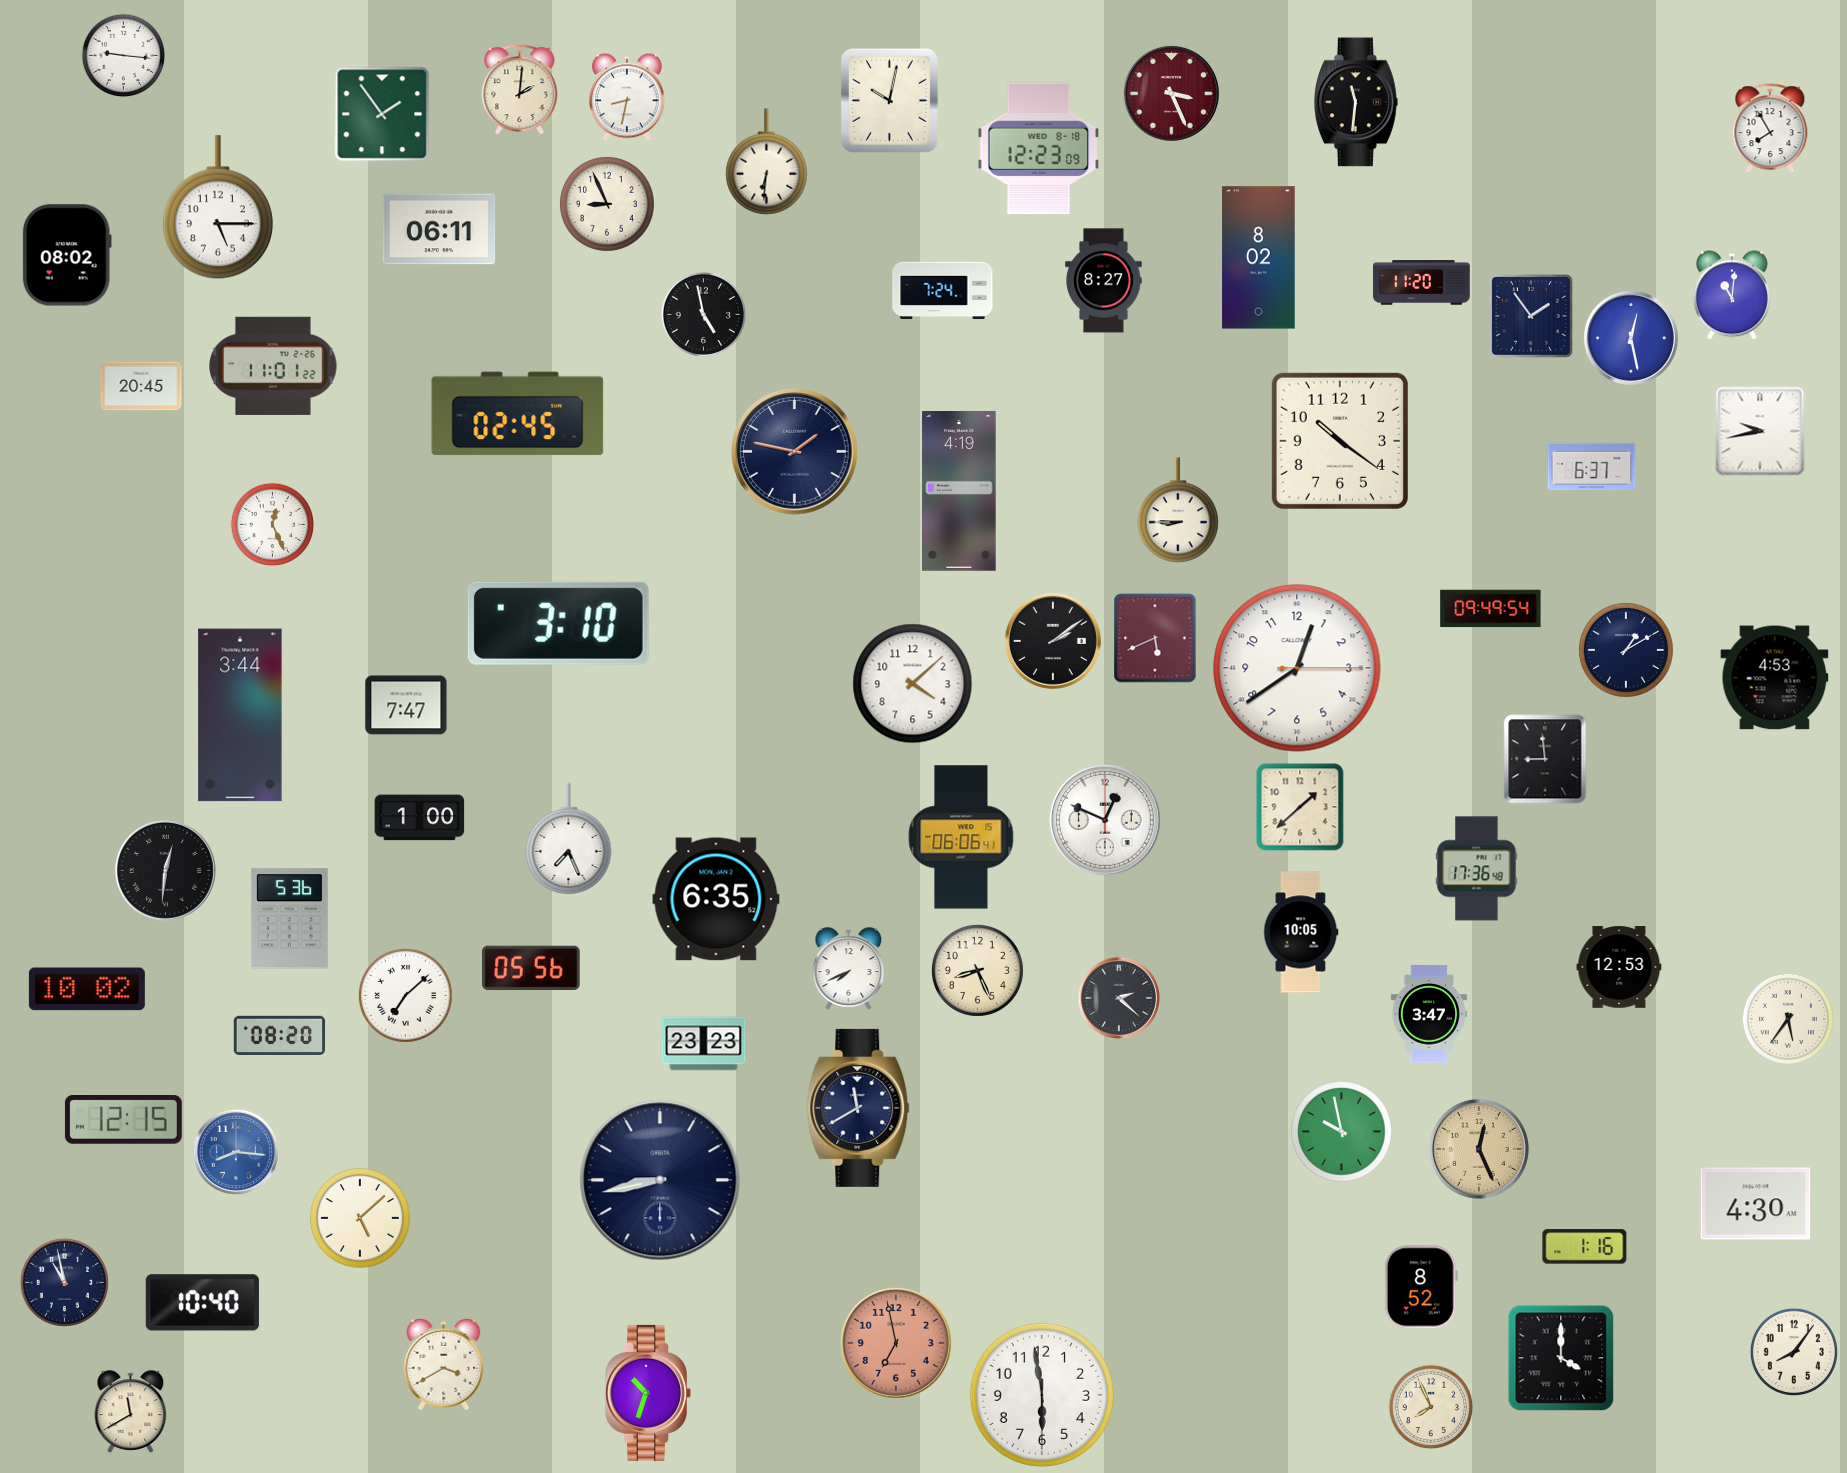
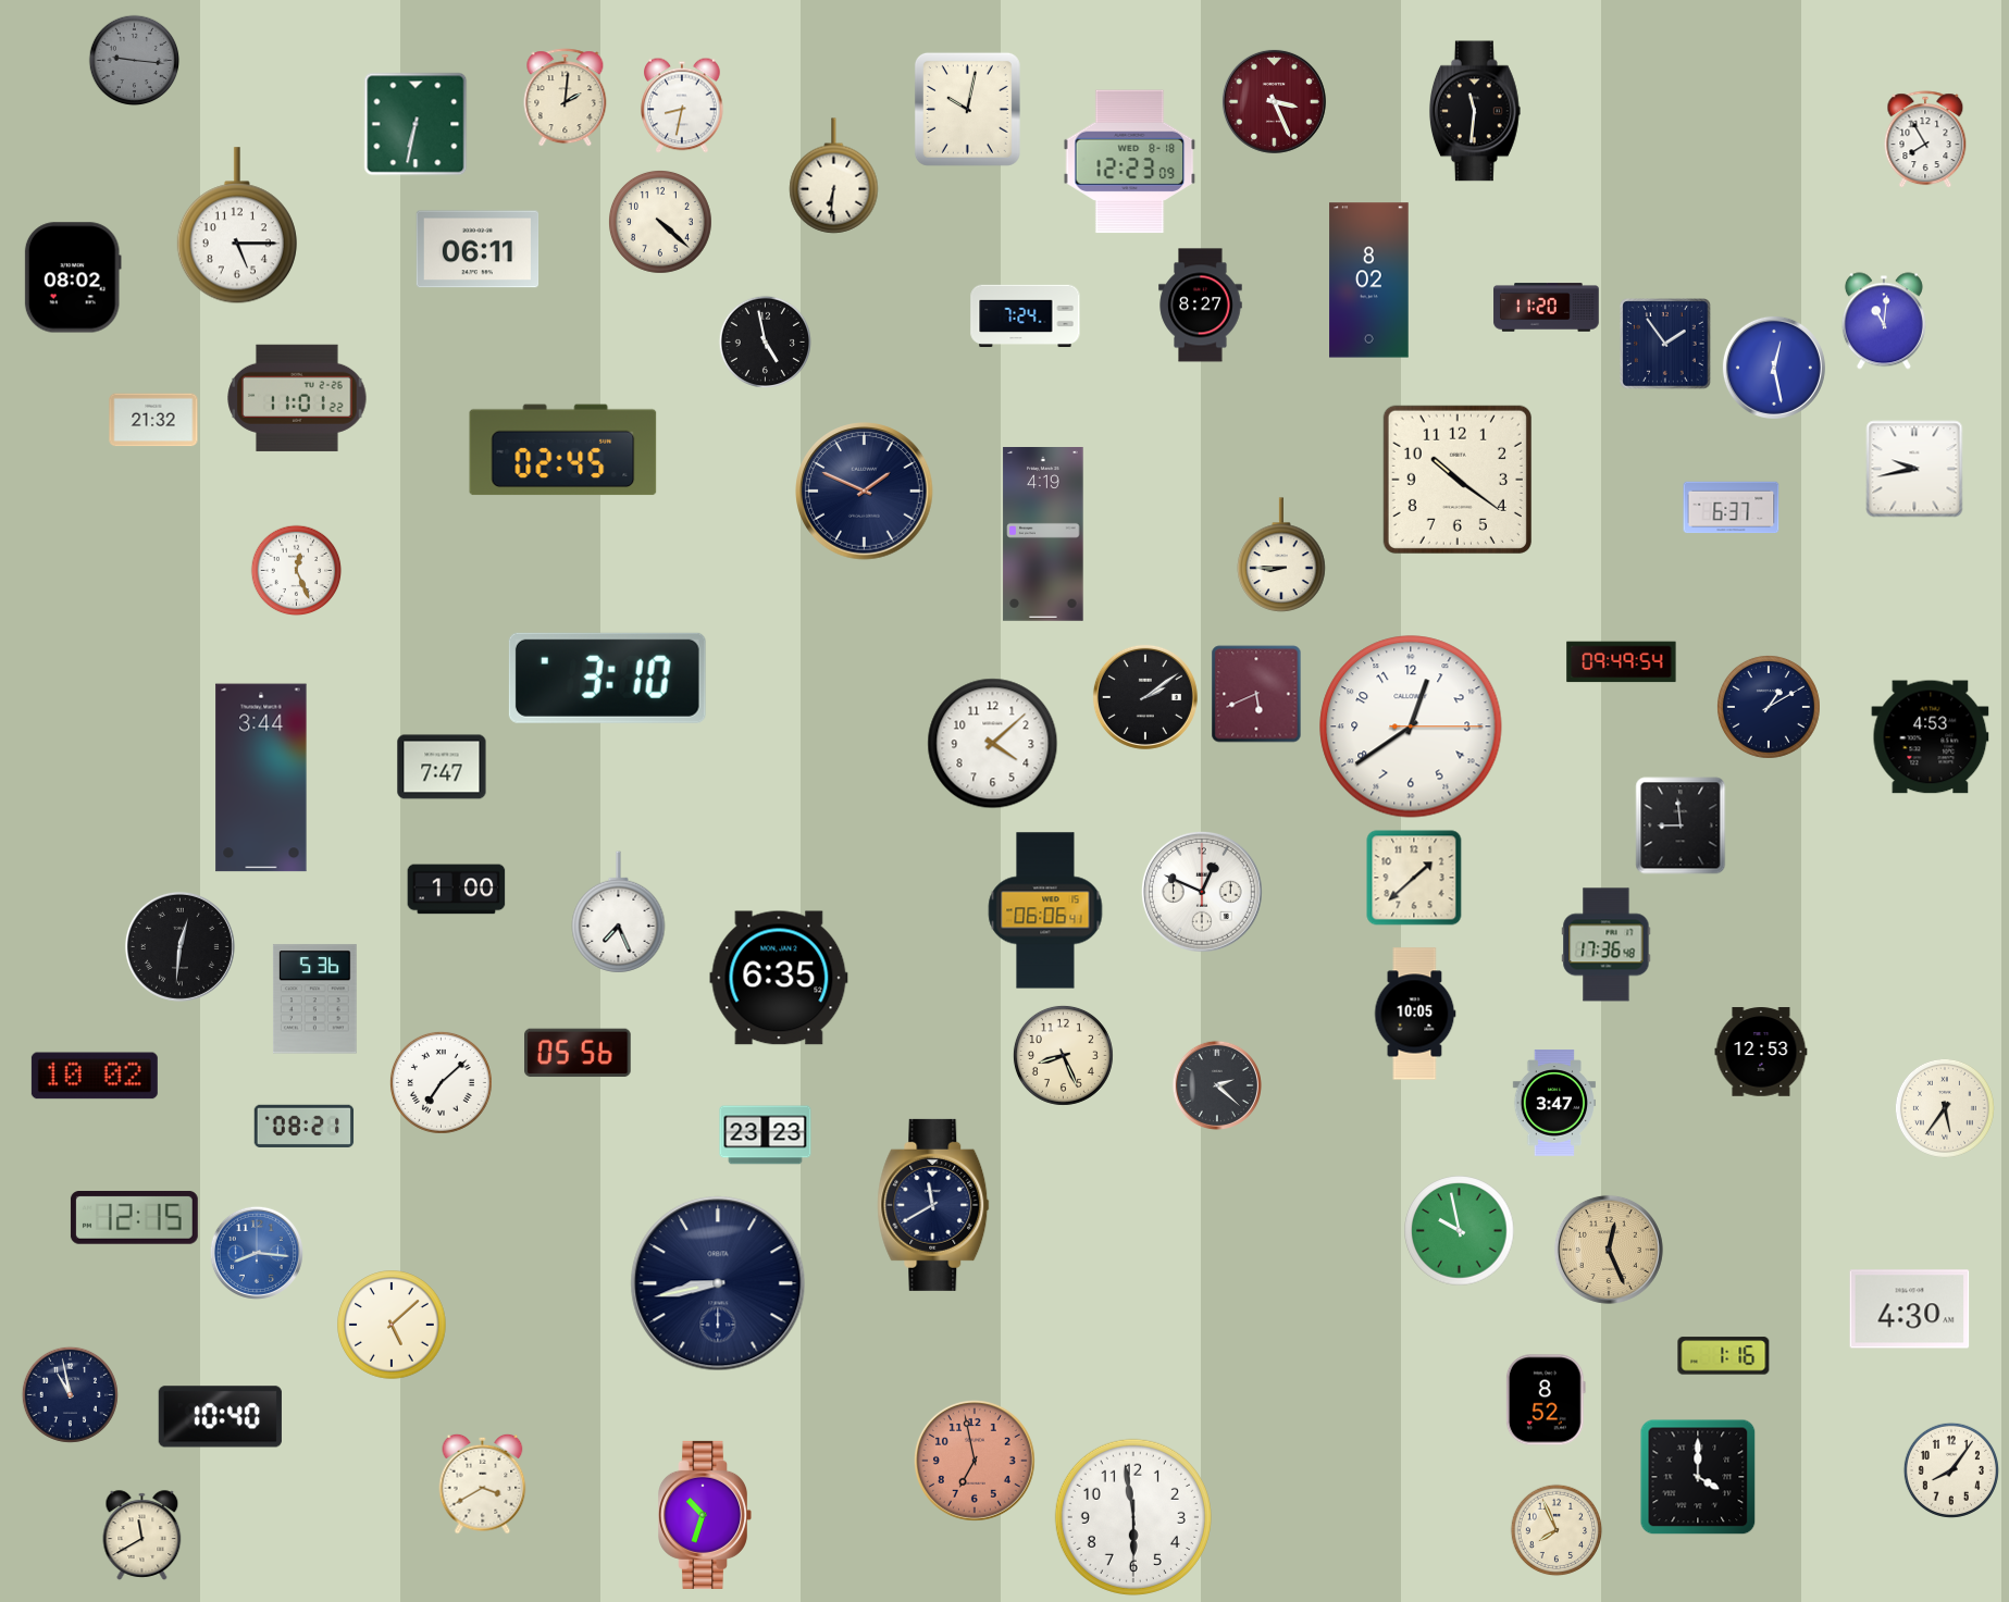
clock at (124, 56) dial: white -> grey
clock at (382, 114): 1:54 -> 6:32
clock at (607, 204): 8:56 -> 4:22
clock at (141, 386): 20:45 -> 21:32
clock at (795, 452): 1:47 -> 1:49
clock at (849, 969): 7:41 -> none
clock at (280, 1035): 08:20 -> 08:21
